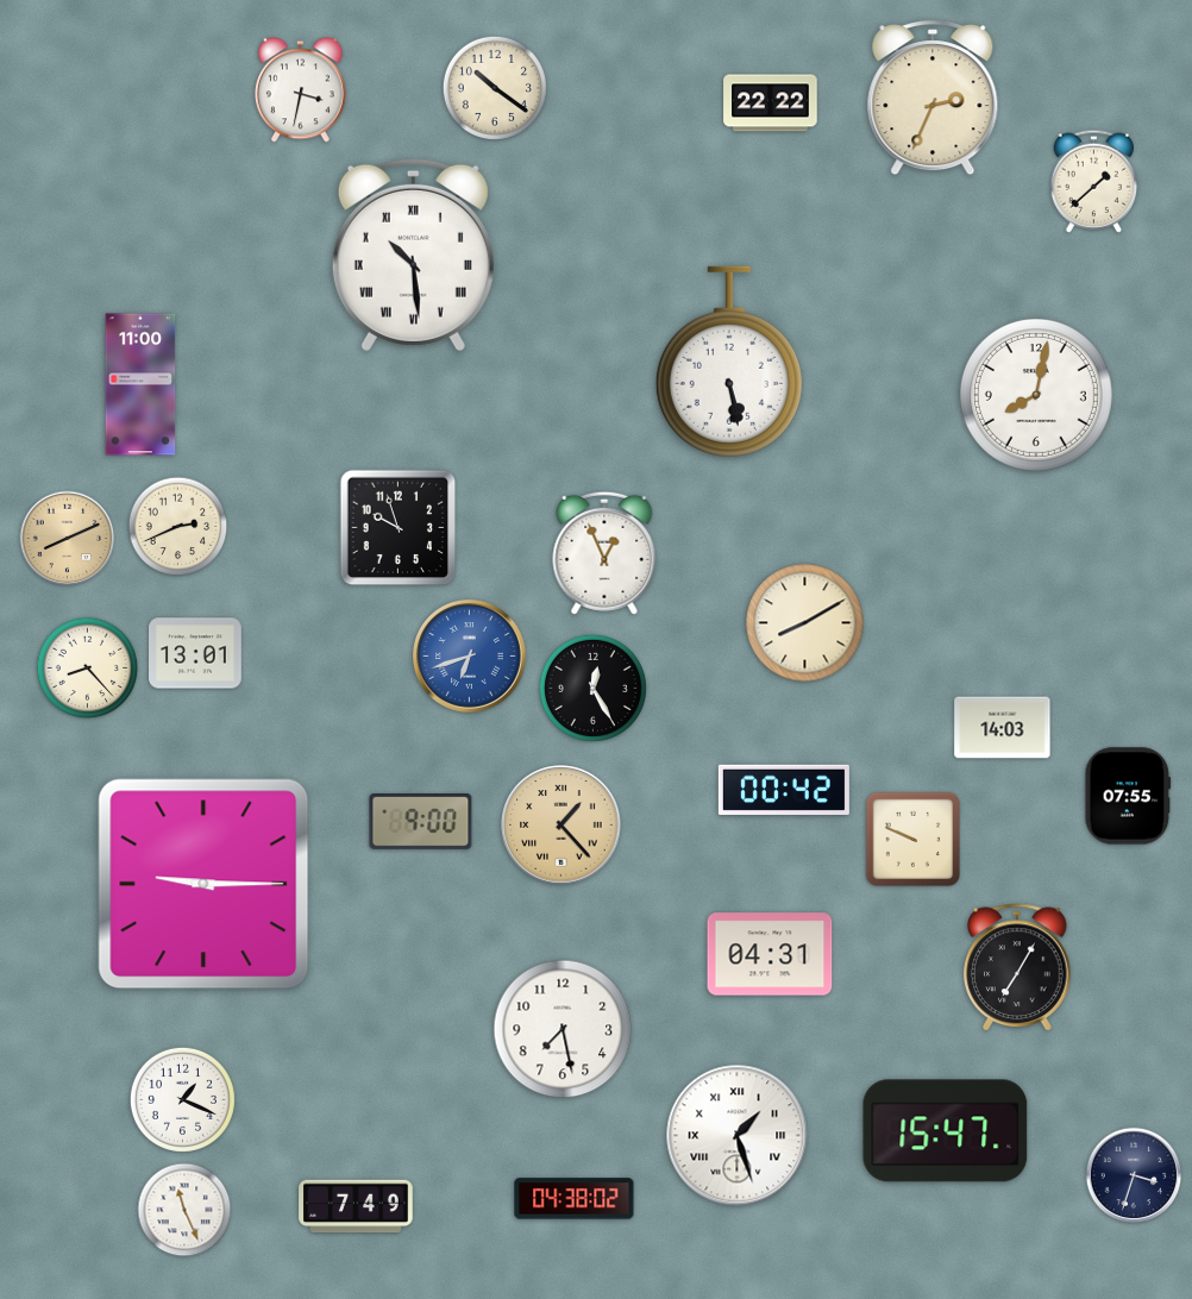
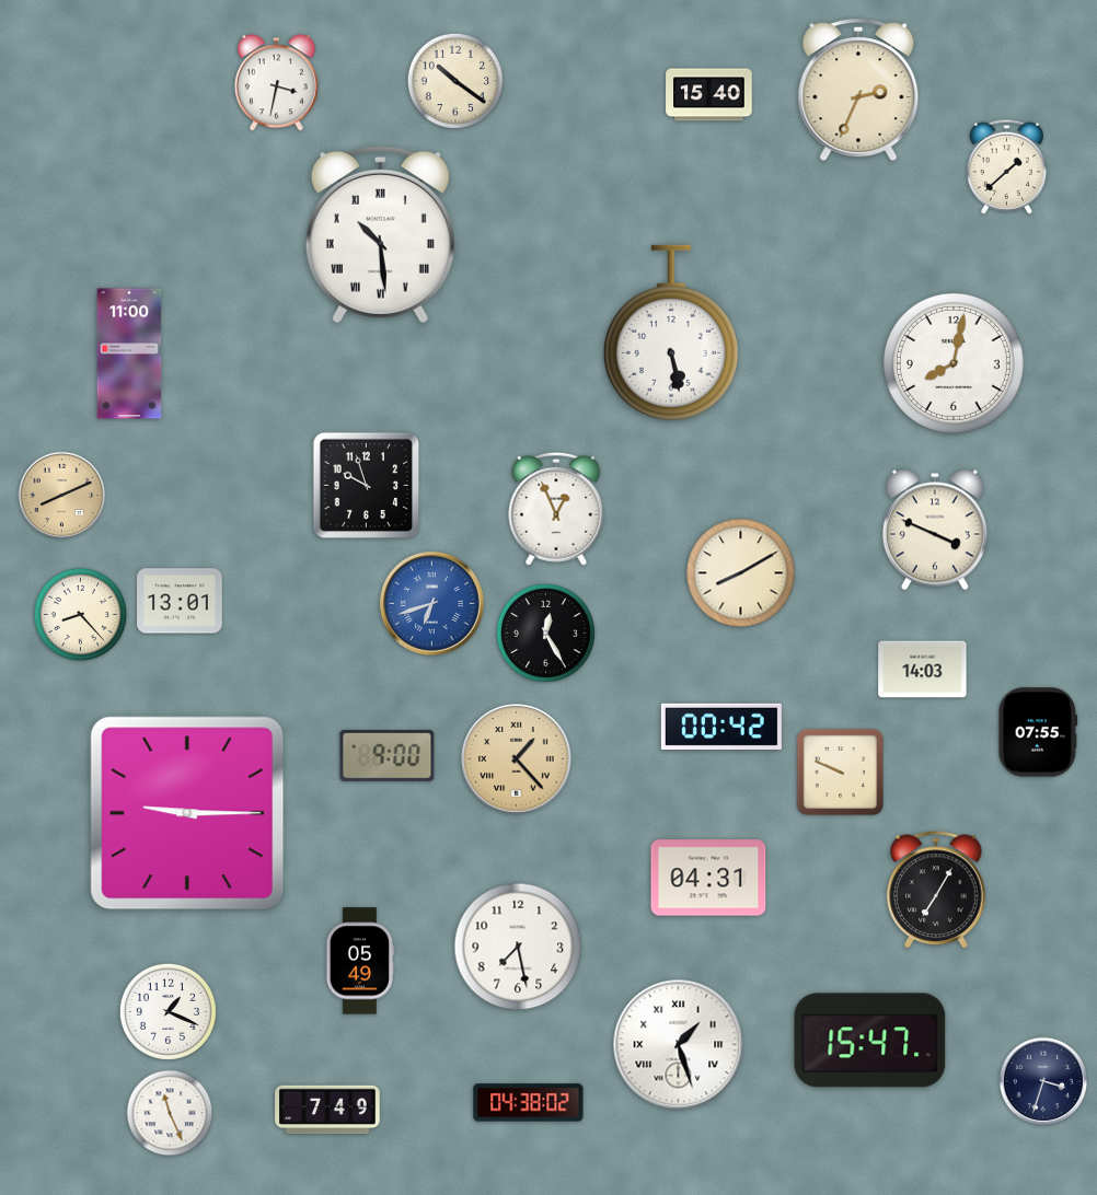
clock at (771, 103): 22:22 -> 15:40
clock at (178, 527): 2:41 -> none
clock at (935, 530): none -> 3:49
clock at (359, 961): none -> 05:49
